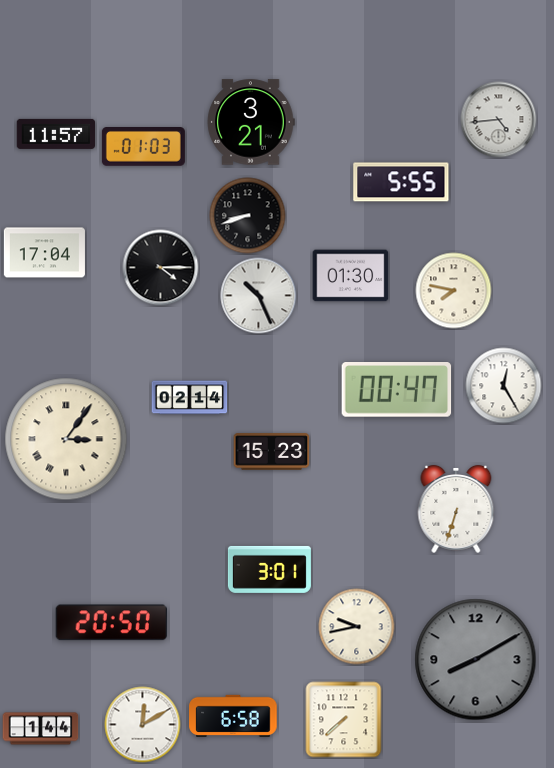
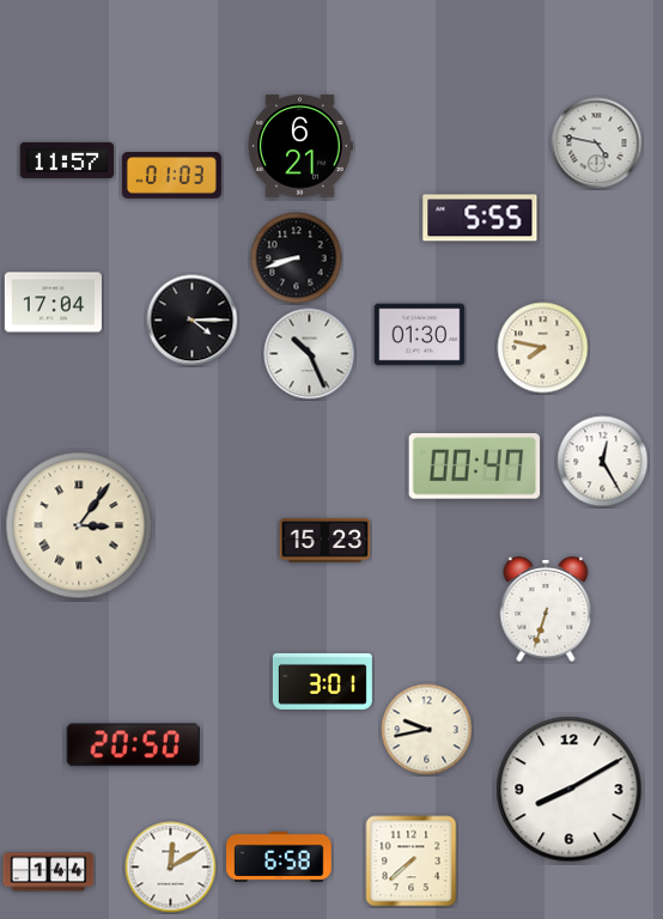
clock at (499, 120): 4:44 -> 4:47
clock at (251, 122): 3:21 -> 6:21
clock at (351, 276) position: (351, 276) -> (420, 335)
clock at (190, 398): 02:14 -> none
clock at (357, 627) position: (357, 627) -> (427, 730)
clock at (476, 660) dial: grey -> white
